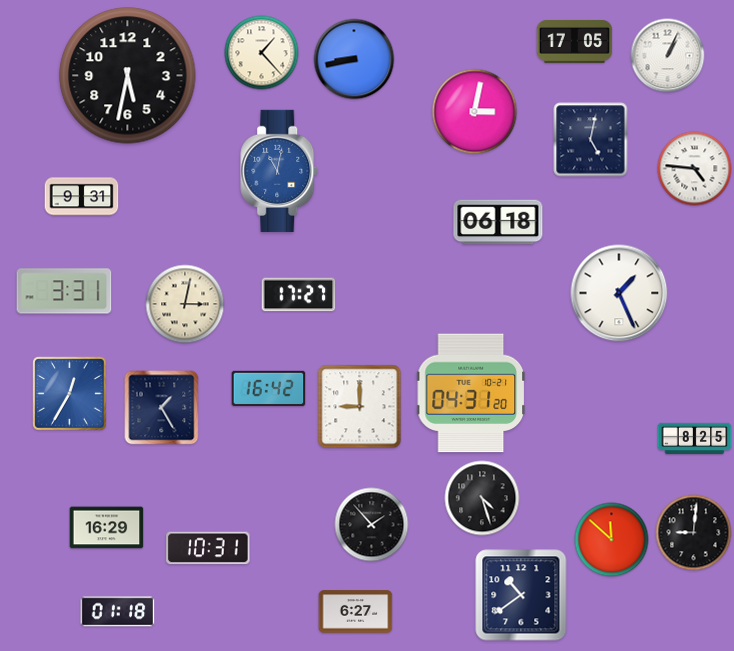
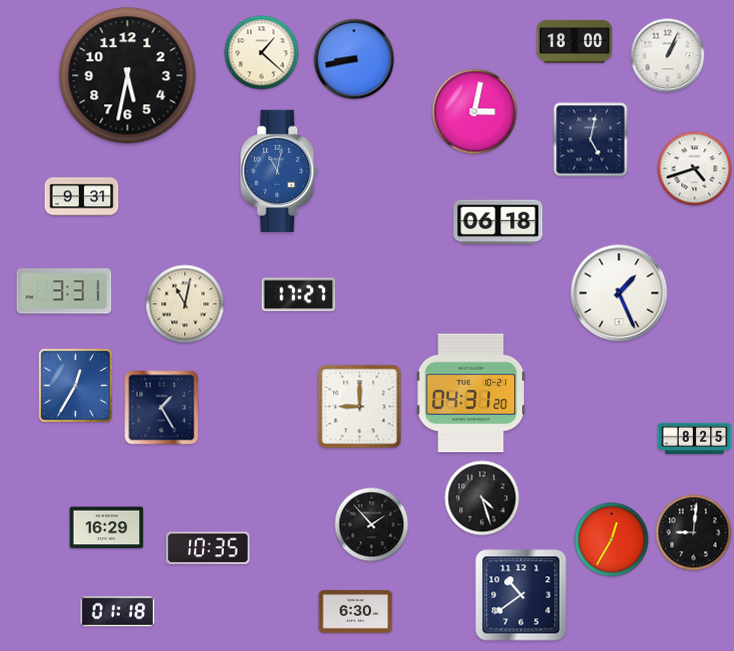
clock at (575, 41): 17:05 -> 18:00
clock at (262, 53): 1:23 -> 1:22
clock at (695, 169): 4:46 -> 4:42
clock at (185, 304): 3:02 -> 11:02
clock at (269, 389): 16:42 -> none
clock at (70, 394) position: (70, 394) -> (76, 386)
clock at (612, 540): 11:52 -> 12:35
clock at (208, 548): 10:31 -> 10:35
clock at (356, 612): 6:27 -> 6:30
